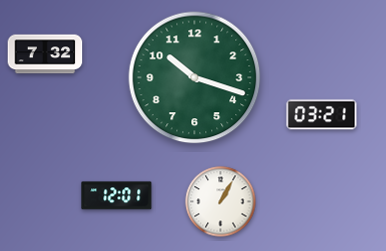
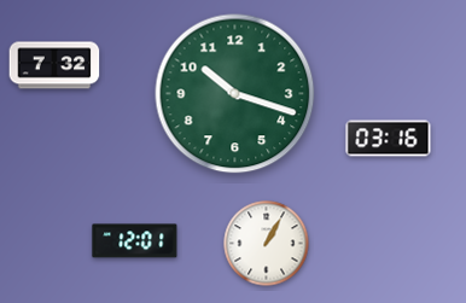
clock at (322, 115): 03:21 -> 03:16
clock at (117, 196) position: (117, 196) -> (135, 241)
